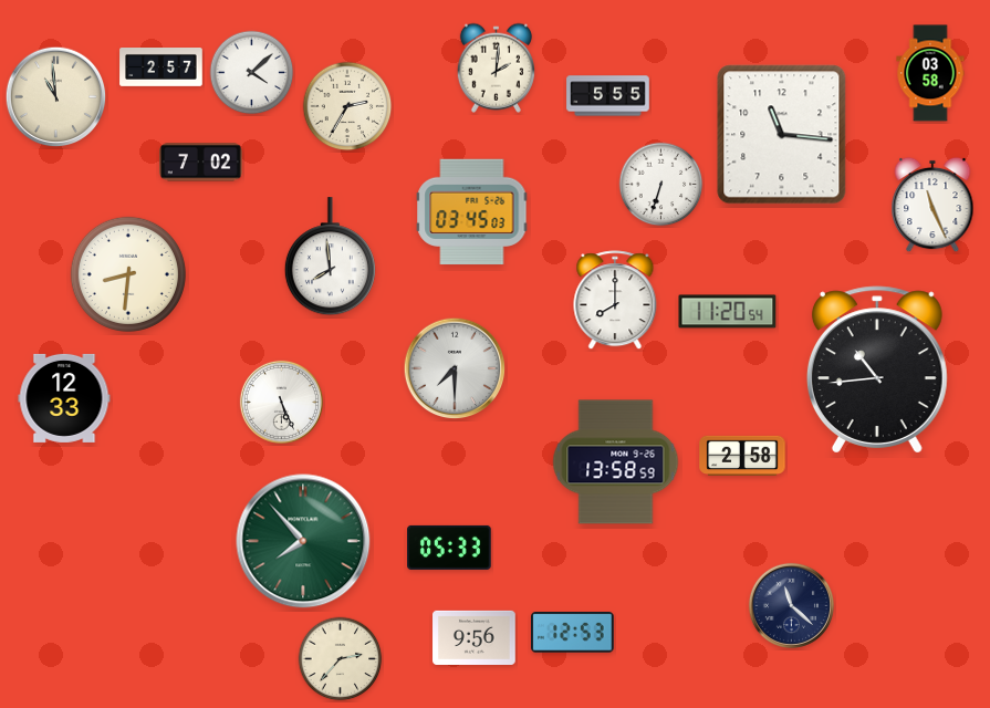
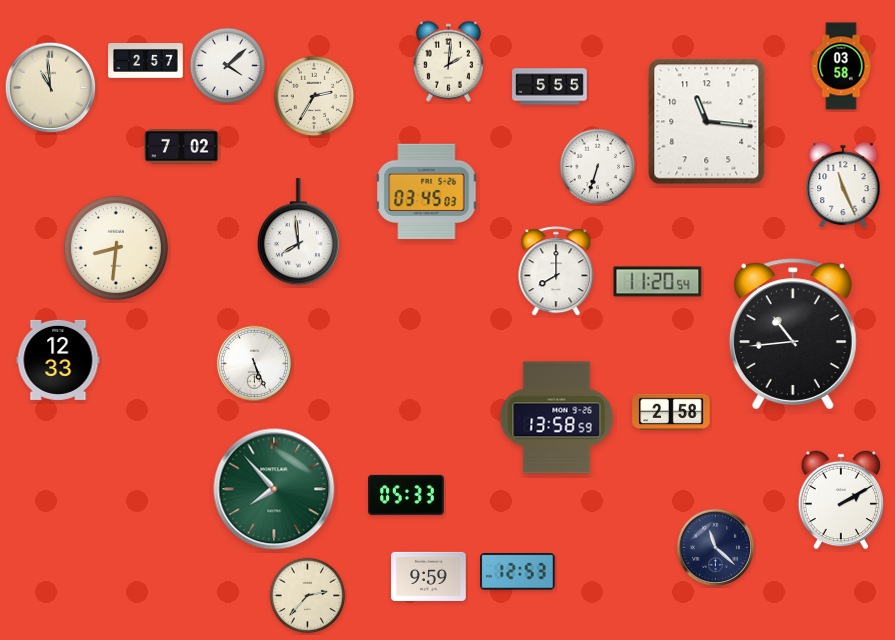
clock at (455, 368): 7:30 -> none
clock at (841, 500): none -> 2:10
clock at (475, 637): 9:56 -> 9:59
